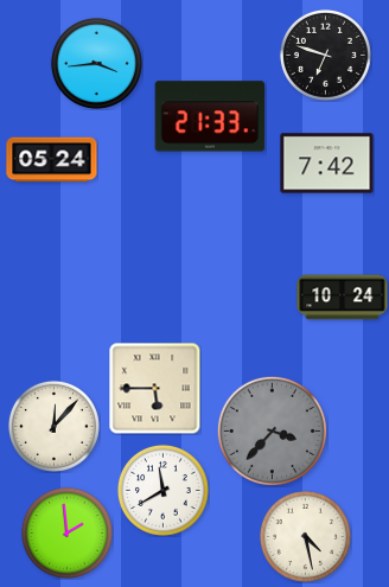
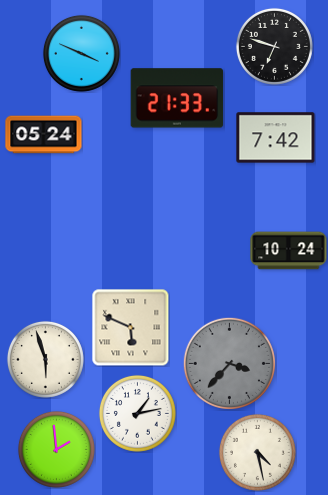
clock at (96, 63): 3:44 -> 3:49
clock at (154, 388): 5:45 -> 5:49
clock at (53, 426): 12:07 -> 5:57
clock at (162, 490): 11:40 -> 1:13
